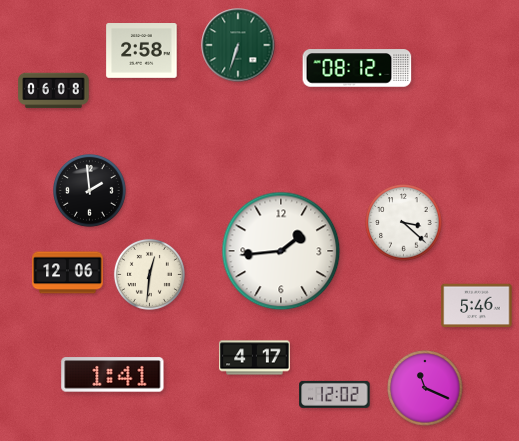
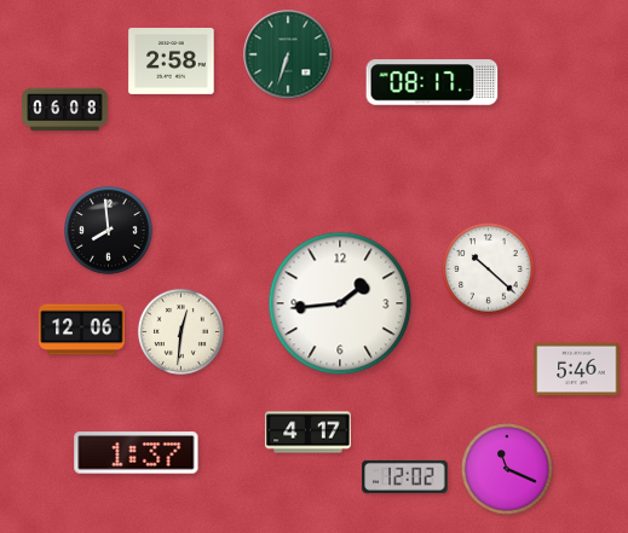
clock at (357, 68): 08:12 -> 08:17
clock at (90, 191): 1:59 -> 7:59
clock at (404, 223): 3:22 -> 10:22
clock at (113, 375): 1:41 -> 1:37
clock at (425, 388) position: (425, 388) -> (507, 469)
